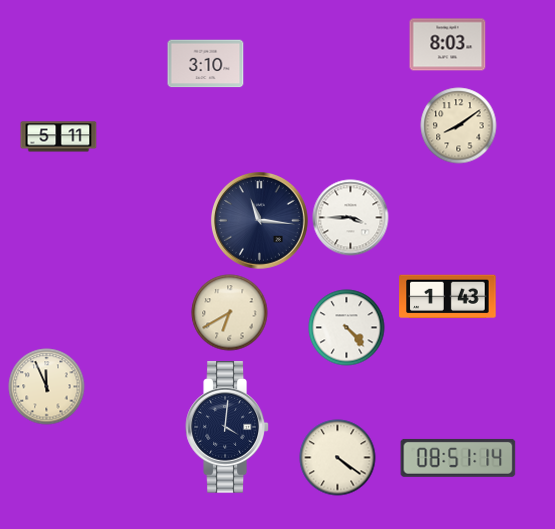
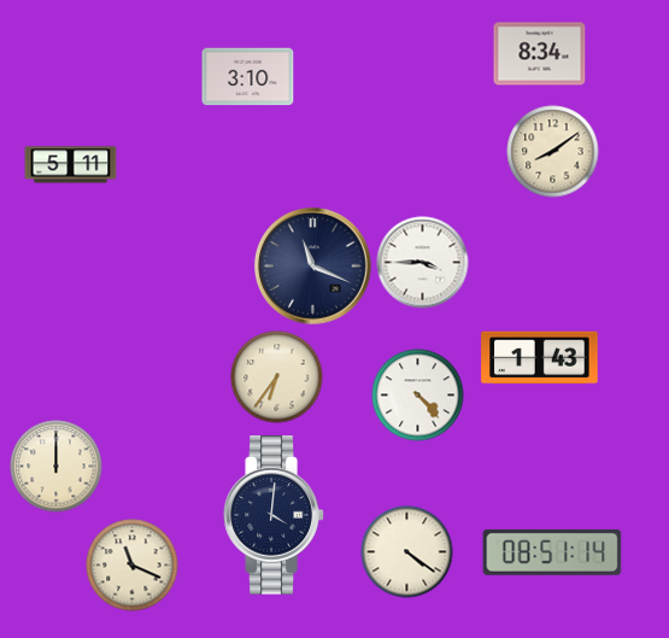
clock at (448, 45): 8:03 -> 8:34
clock at (260, 221): 11:16 -> 11:19
clock at (230, 313): 6:40 -> 6:36
clock at (47, 387): 11:56 -> 12:00
clock at (133, 566): none -> 11:19
